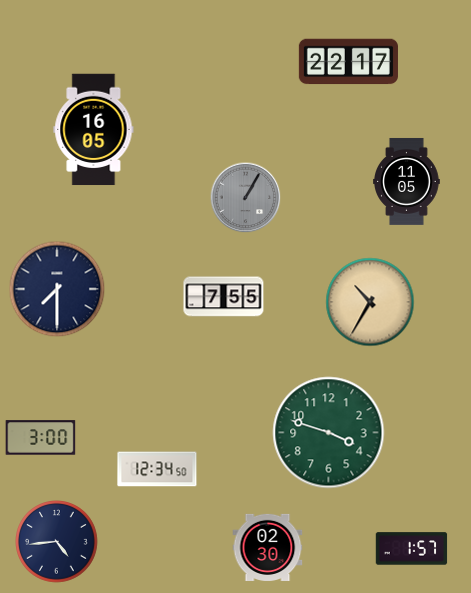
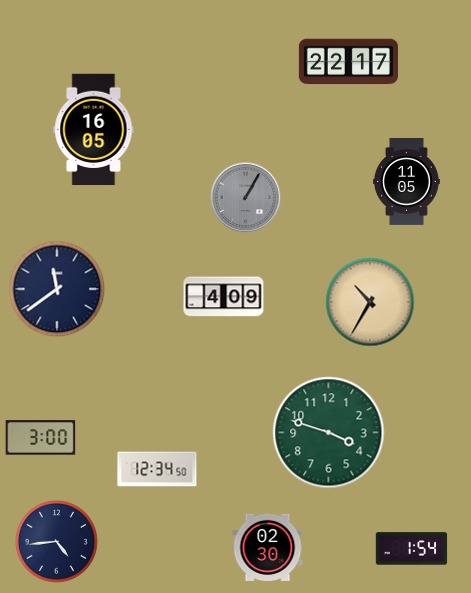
clock at (57, 289): 7:30 -> 11:39
clock at (224, 297): 7:55 -> 4:09
clock at (412, 549): 1:57 -> 1:54
